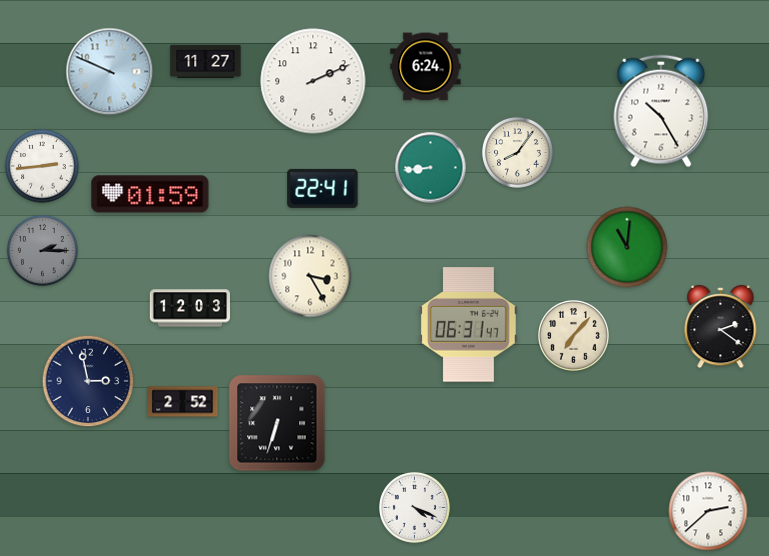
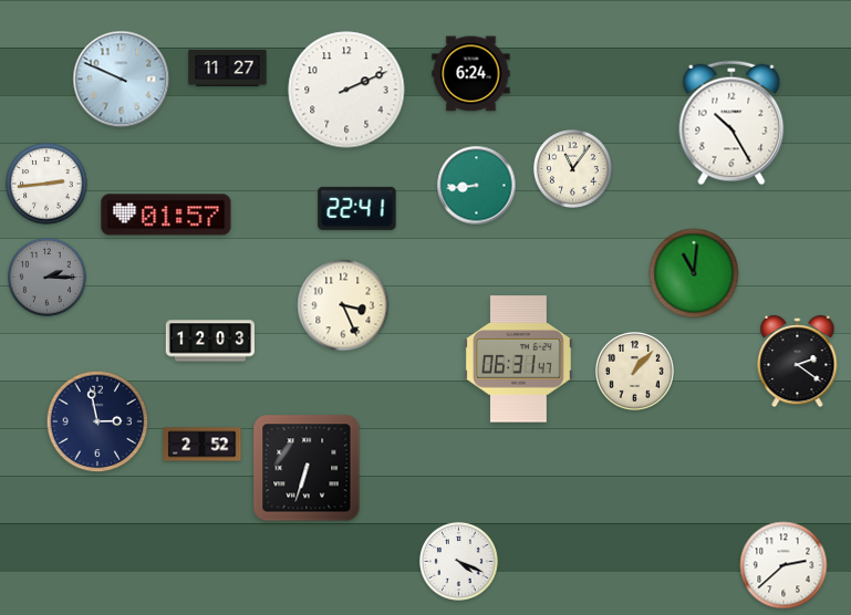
clock at (518, 153): 8:06 -> 11:06
clock at (150, 194): 01:59 -> 01:57
clock at (310, 276): 3:25 -> 3:26
clock at (574, 336): 7:07 -> 1:07
